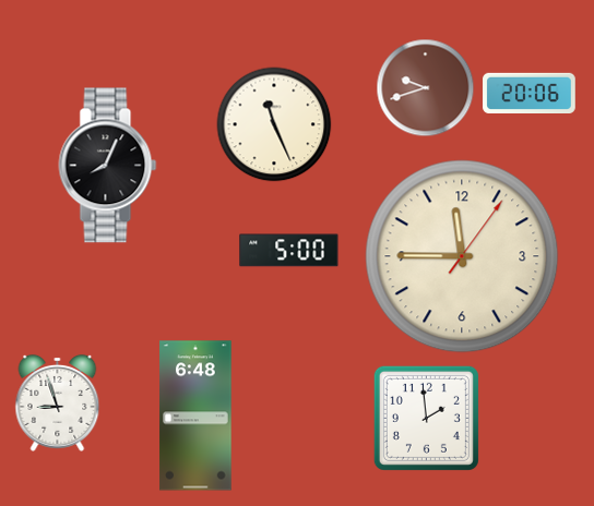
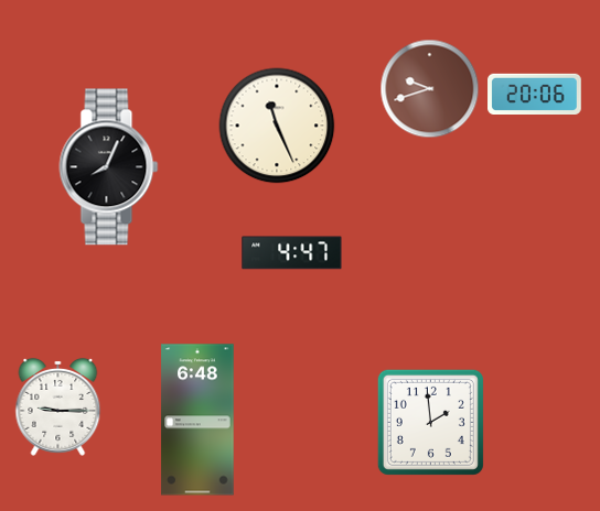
clock at (289, 251): 5:00 -> 4:47
clock at (462, 256): 11:45 -> none
clock at (58, 402): 8:57 -> 9:15
